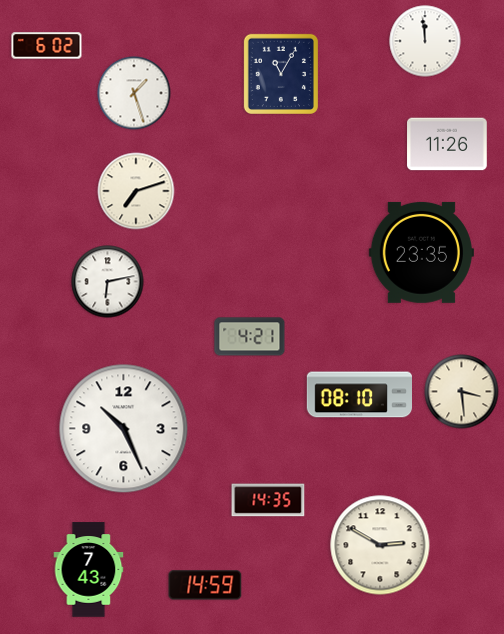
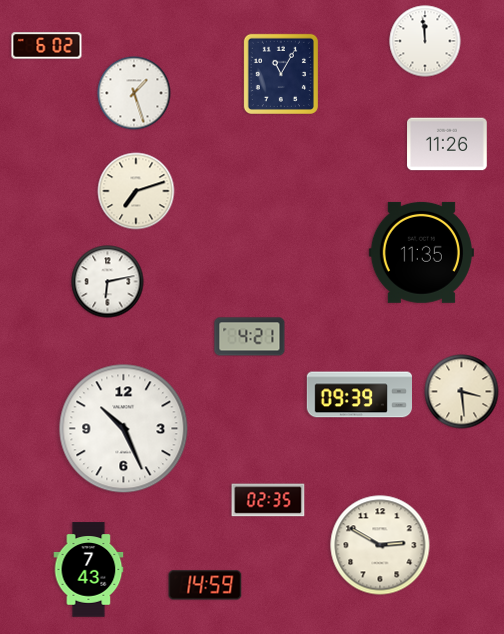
clock at (421, 252): 23:35 -> 11:35
clock at (359, 395): 08:10 -> 09:39
clock at (268, 500): 14:35 -> 02:35
